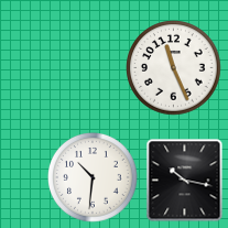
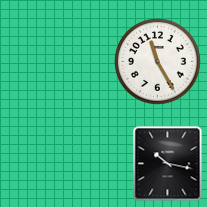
clock at (174, 68): 11:26 -> 11:25
clock at (94, 178): 10:31 -> none
